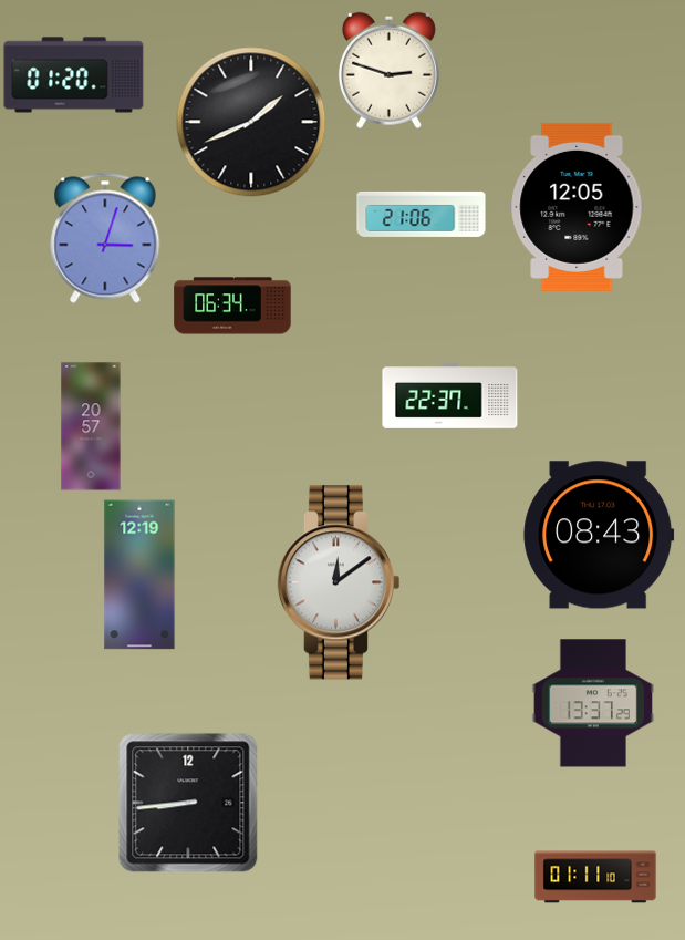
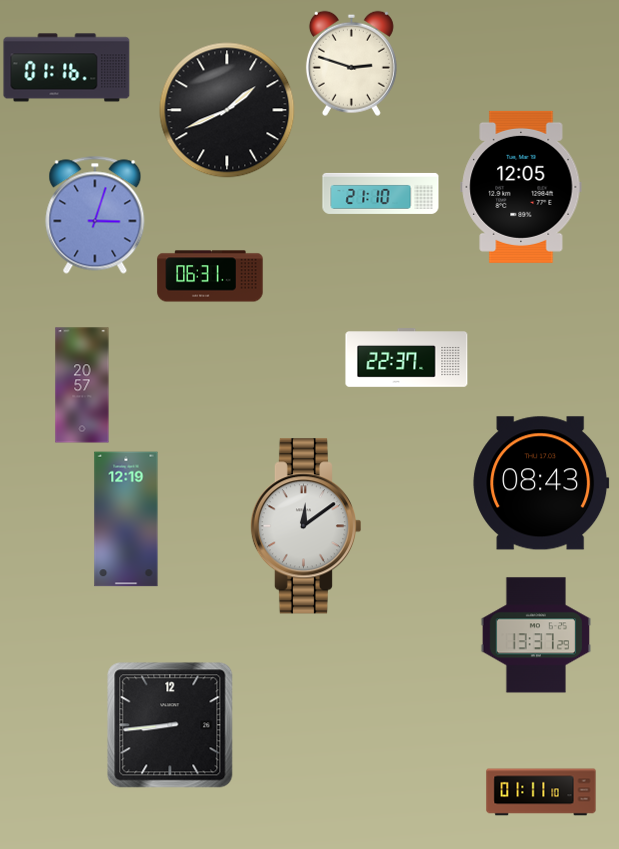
clock at (74, 75): 01:20 -> 01:16
clock at (422, 214): 21:06 -> 21:10
clock at (232, 306): 06:34 -> 06:31
clock at (595, 877) position: (595, 877) -> (541, 792)
